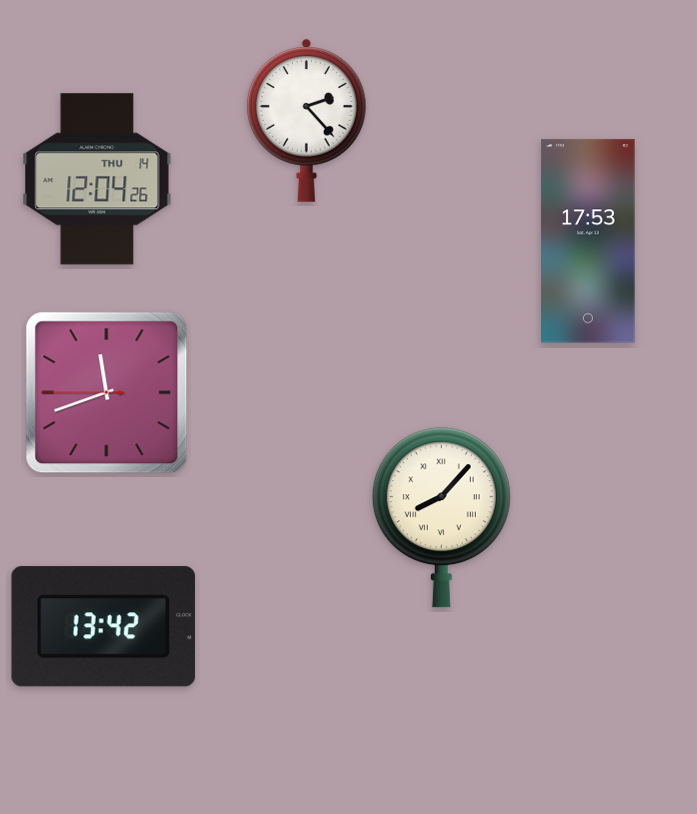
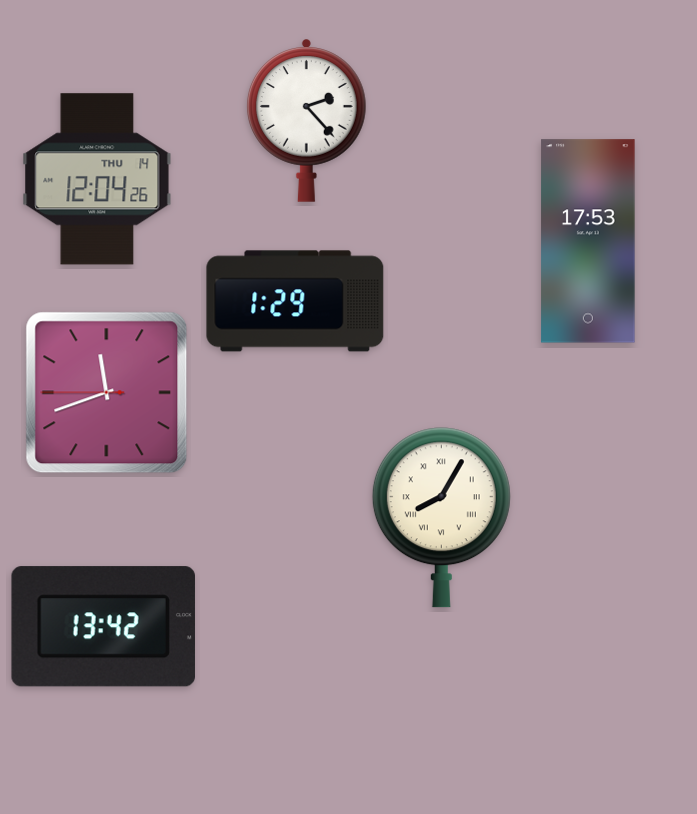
clock at (295, 301): none -> 1:29
clock at (441, 518): 8:07 -> 8:05
